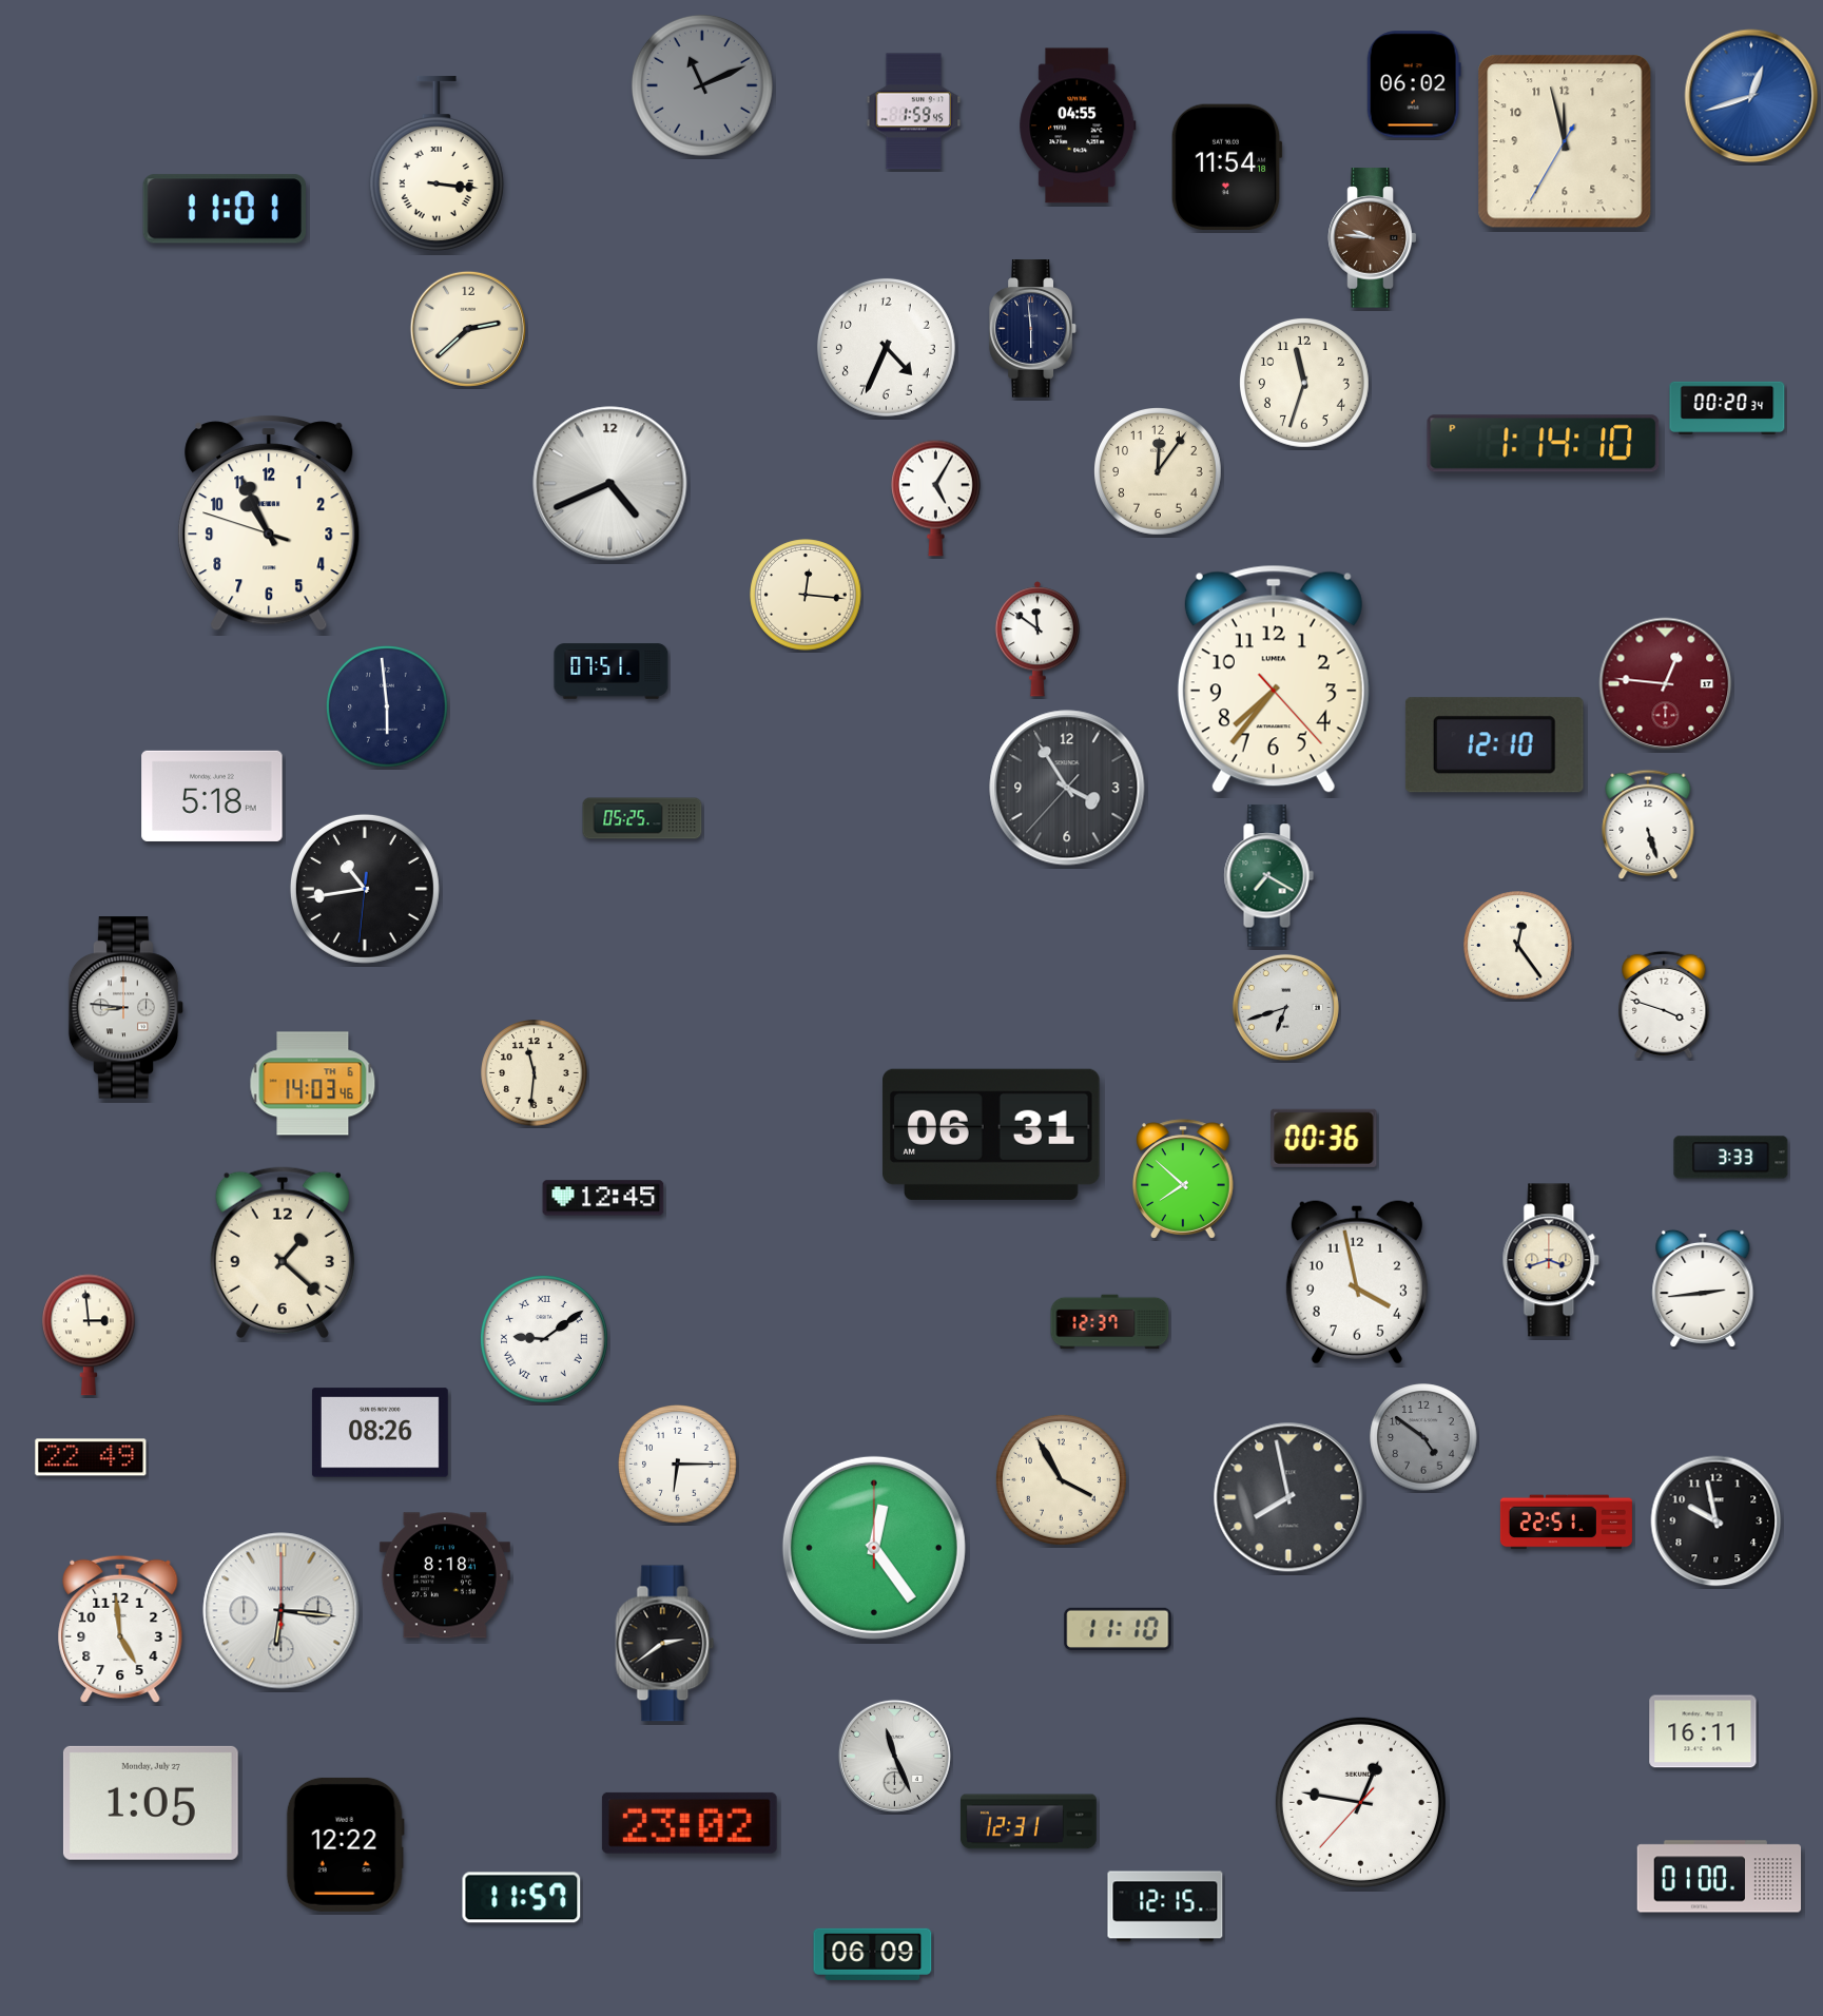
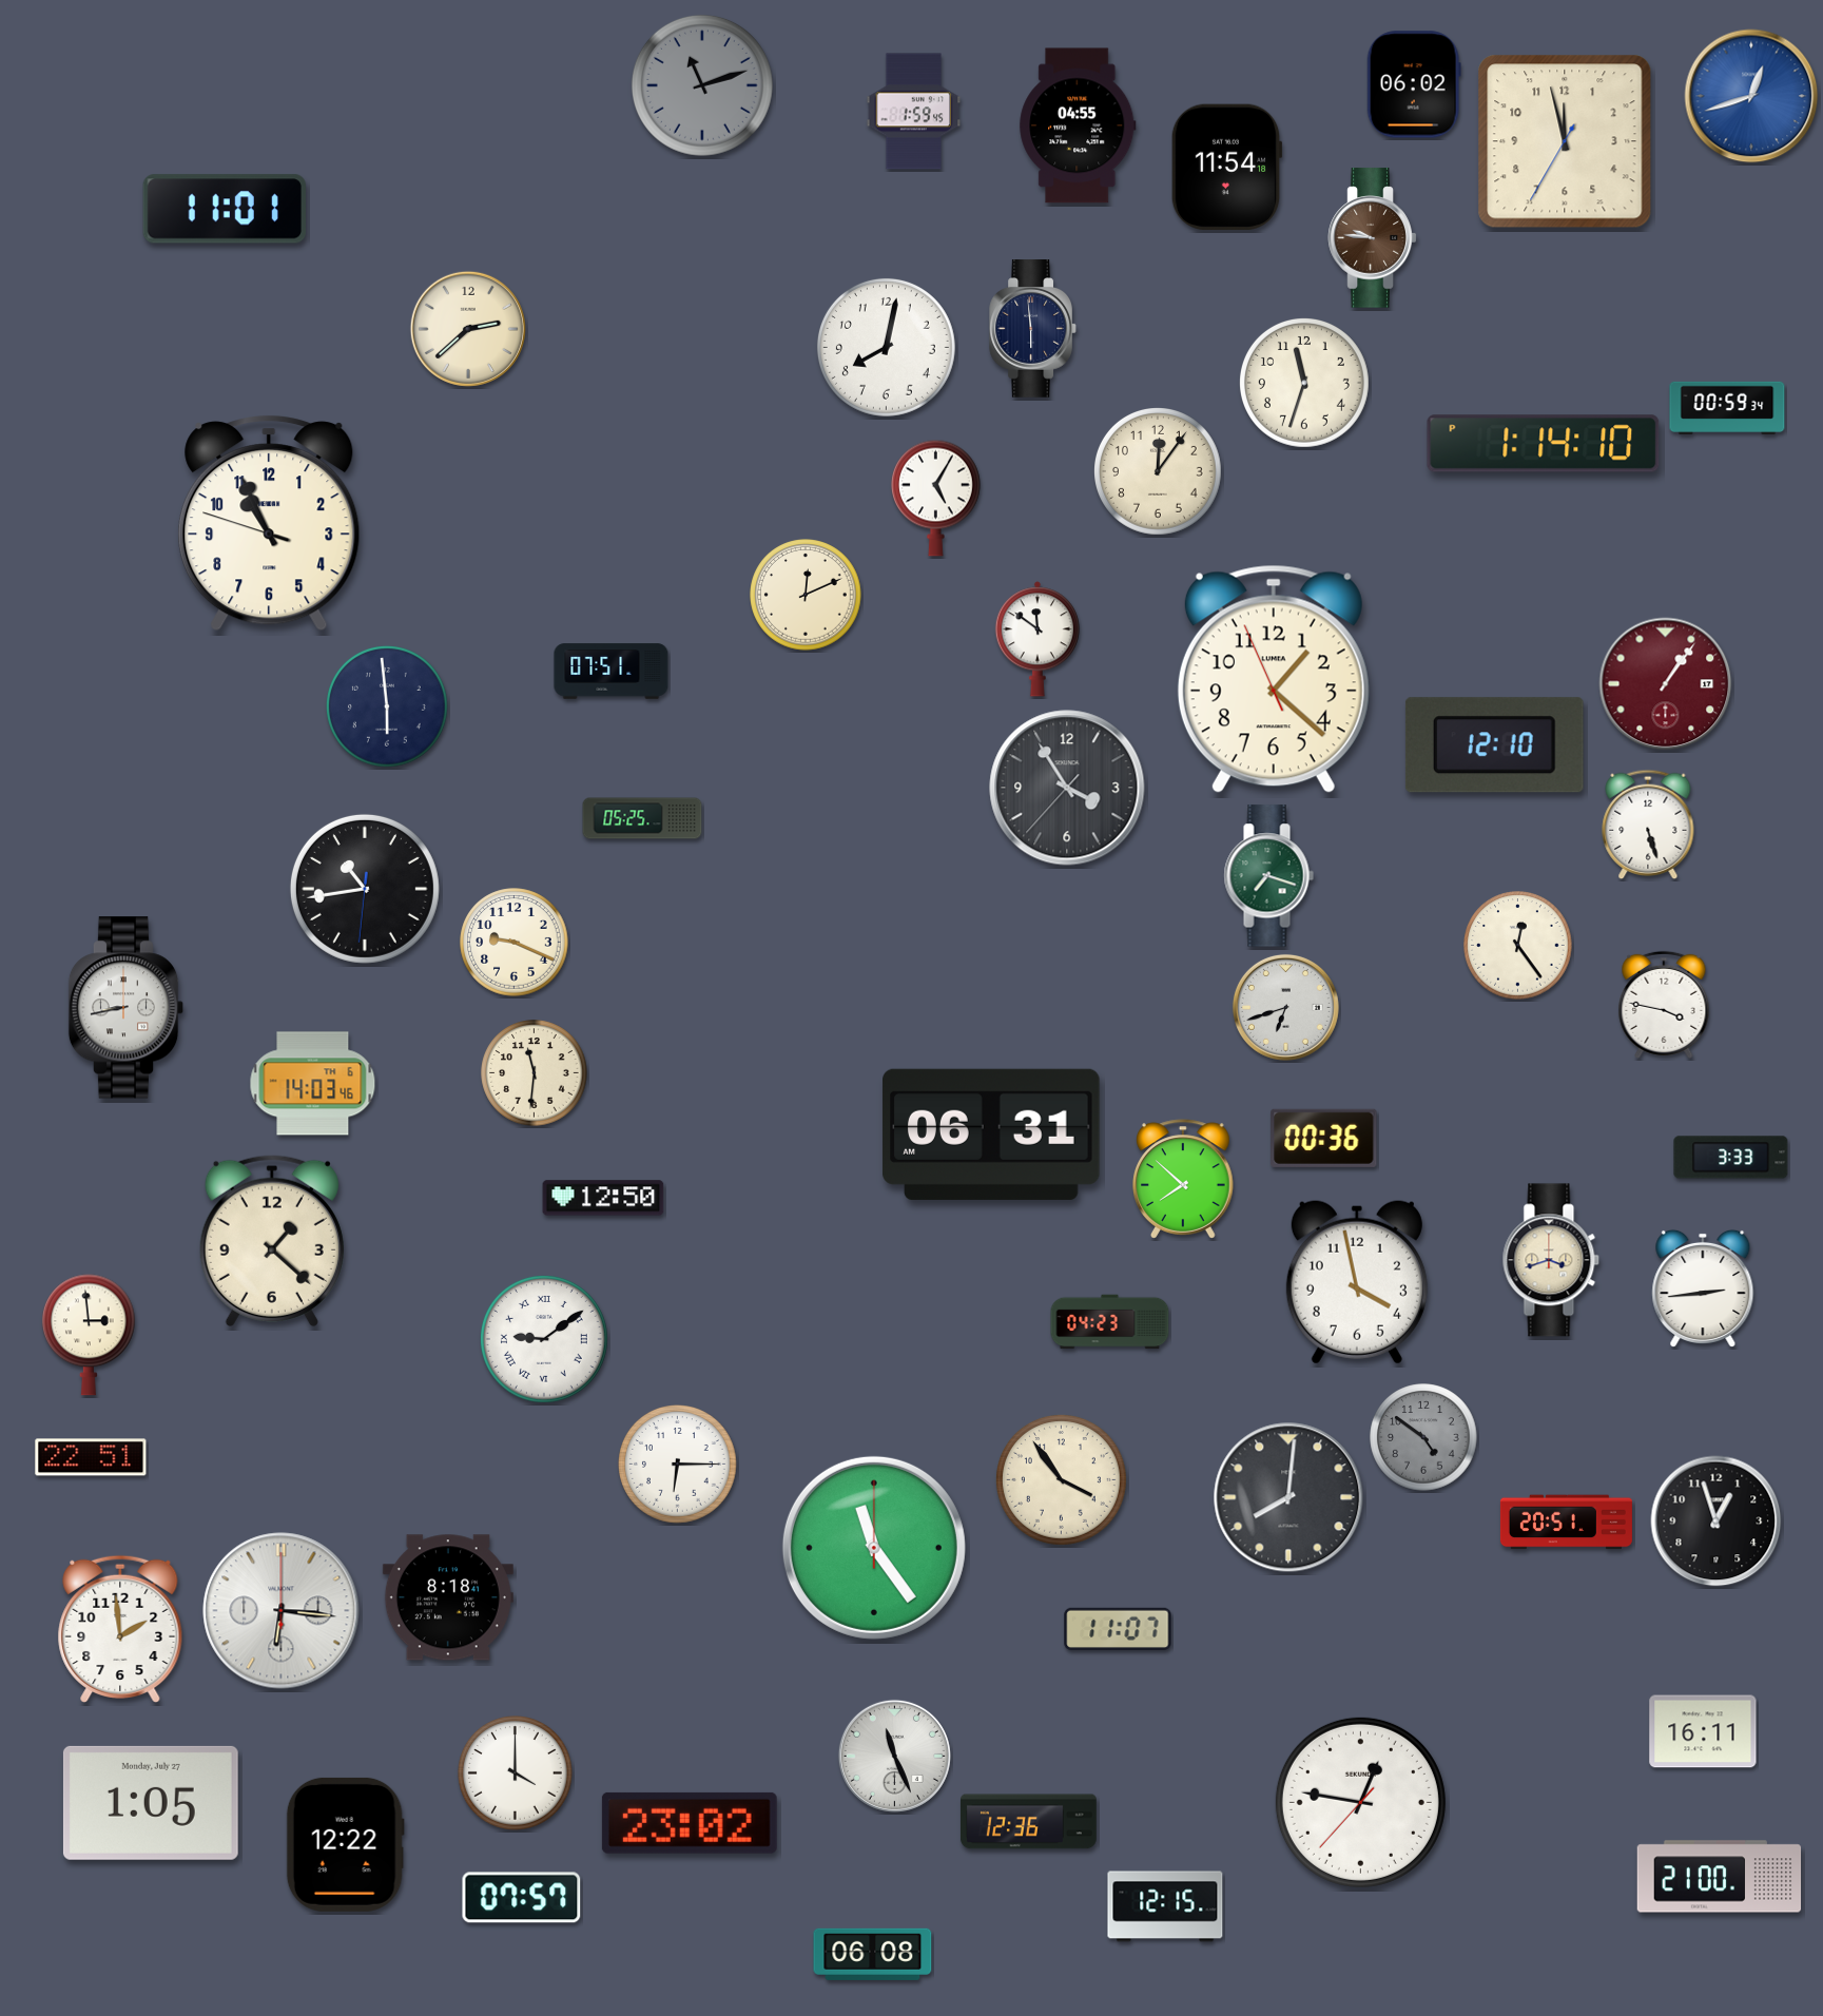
clock at (702, 85): 11:11 -> 11:12
clock at (437, 162): 3:16 -> none
clock at (886, 347): 4:34 -> 8:02
clock at (1727, 408): 00:20 -> 00:59
clock at (610, 484): 4:41 -> none
clock at (806, 595): 12:16 -> 12:11
clock at (1274, 679): 7:36 -> 1:21
clock at (1666, 684): 12:46 -> 1:06
clock at (212, 796): 5:18 -> none
clock at (1268, 876): 7:20 -> 7:18
clock at (515, 943): none -> 9:19
clock at (1664, 1005): 3:48 -> 3:47
clock at (127, 1008): 8:46 -> 8:43
clock at (603, 1198): 12:45 -> 12:50
clock at (283, 1253) position: (283, 1253) -> (272, 1241)
clock at (1110, 1322): 12:37 -> 04:23
clock at (380, 1433): 08:26 -> none
clock at (91, 1457): 22:49 -> 22:51
clock at (1061, 1479): 3:55 -> 3:54
clock at (1288, 1497): 7:58 -> 8:01
clock at (1717, 1521): 9:58 -> 12:57
clock at (1566, 1523): 22:51 -> 20:51
clock at (874, 1548): 12:24 -> 11:24
clock at (445, 1575) position: (445, 1575) -> (448, 1597)
clock at (120, 1628): 4:59 -> 1:59
clock at (1118, 1628): 11:10 -> 11:07
clock at (665, 1644): 2:39 -> none
clock at (516, 1773): none -> 4:00
clock at (1029, 1822): 12:31 -> 12:36
clock at (1720, 1877): 01:00 -> 21:00
clock at (522, 1898): 11:57 -> 07:57
clock at (873, 1954): 06:09 -> 06:08
